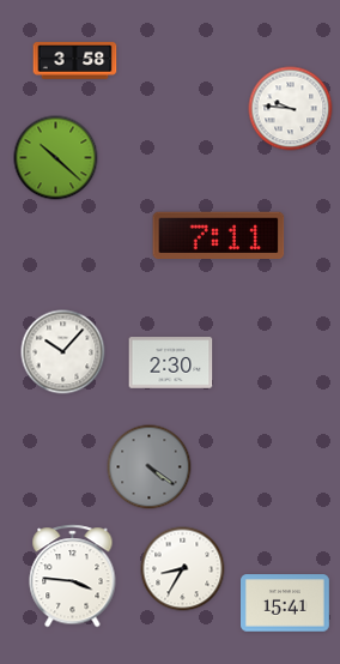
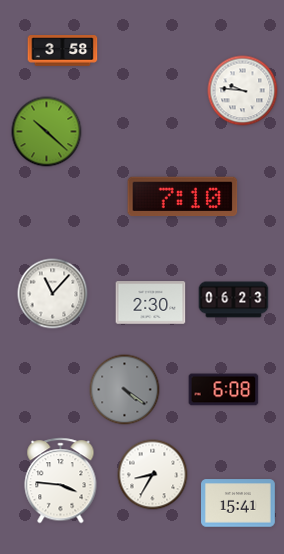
clock at (219, 236): 7:11 -> 7:10
clock at (63, 352): 10:07 -> 11:07
clock at (234, 300): none -> 06:23
clock at (171, 363) position: (171, 363) -> (151, 303)
clock at (224, 390): none -> 6:08
